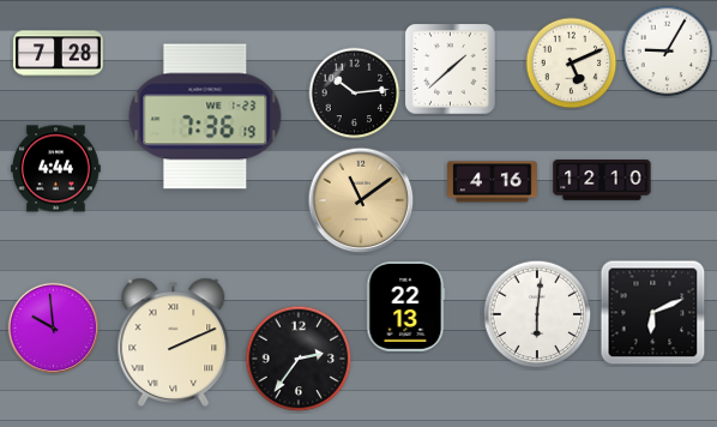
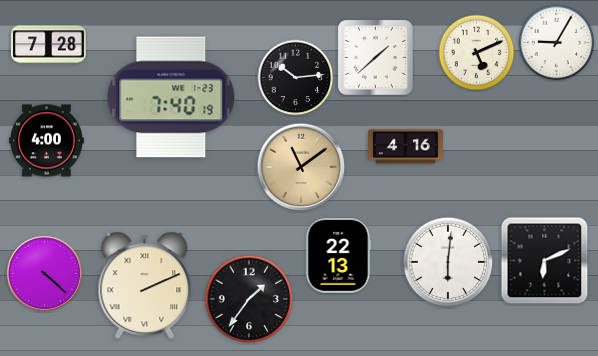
clock at (205, 116): 7:36 -> 7:40
clock at (56, 169): 4:44 -> 4:00
clock at (602, 180): 12:10 -> none
clock at (493, 182) position: (493, 182) -> (406, 147)
clock at (53, 327): 9:59 -> 4:22
clock at (299, 359): 2:36 -> 1:36
